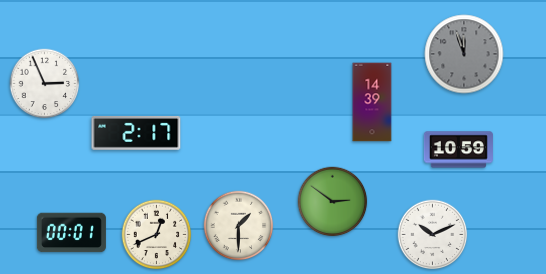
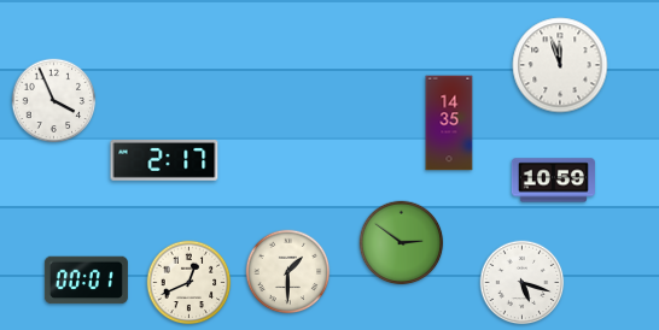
clock at (464, 54) dial: grey -> white
clock at (45, 84): 2:56 -> 3:56
clock at (372, 102): 14:39 -> 14:35
clock at (433, 235): 10:11 -> 5:18
